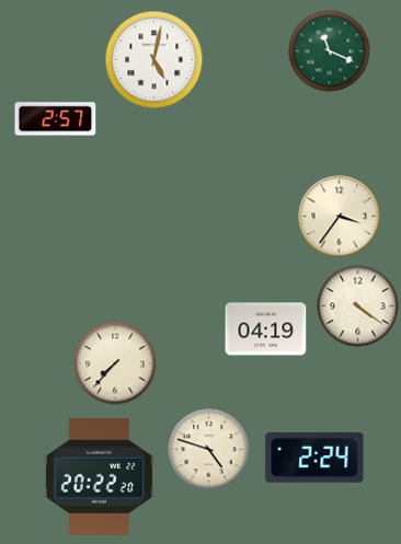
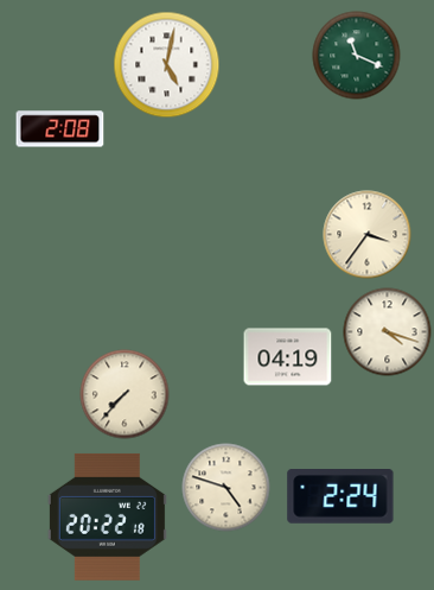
clock at (56, 119): 2:57 -> 2:08
clock at (358, 306): 4:21 -> 4:18
clock at (99, 476): 20:22:20 -> 20:22:18
